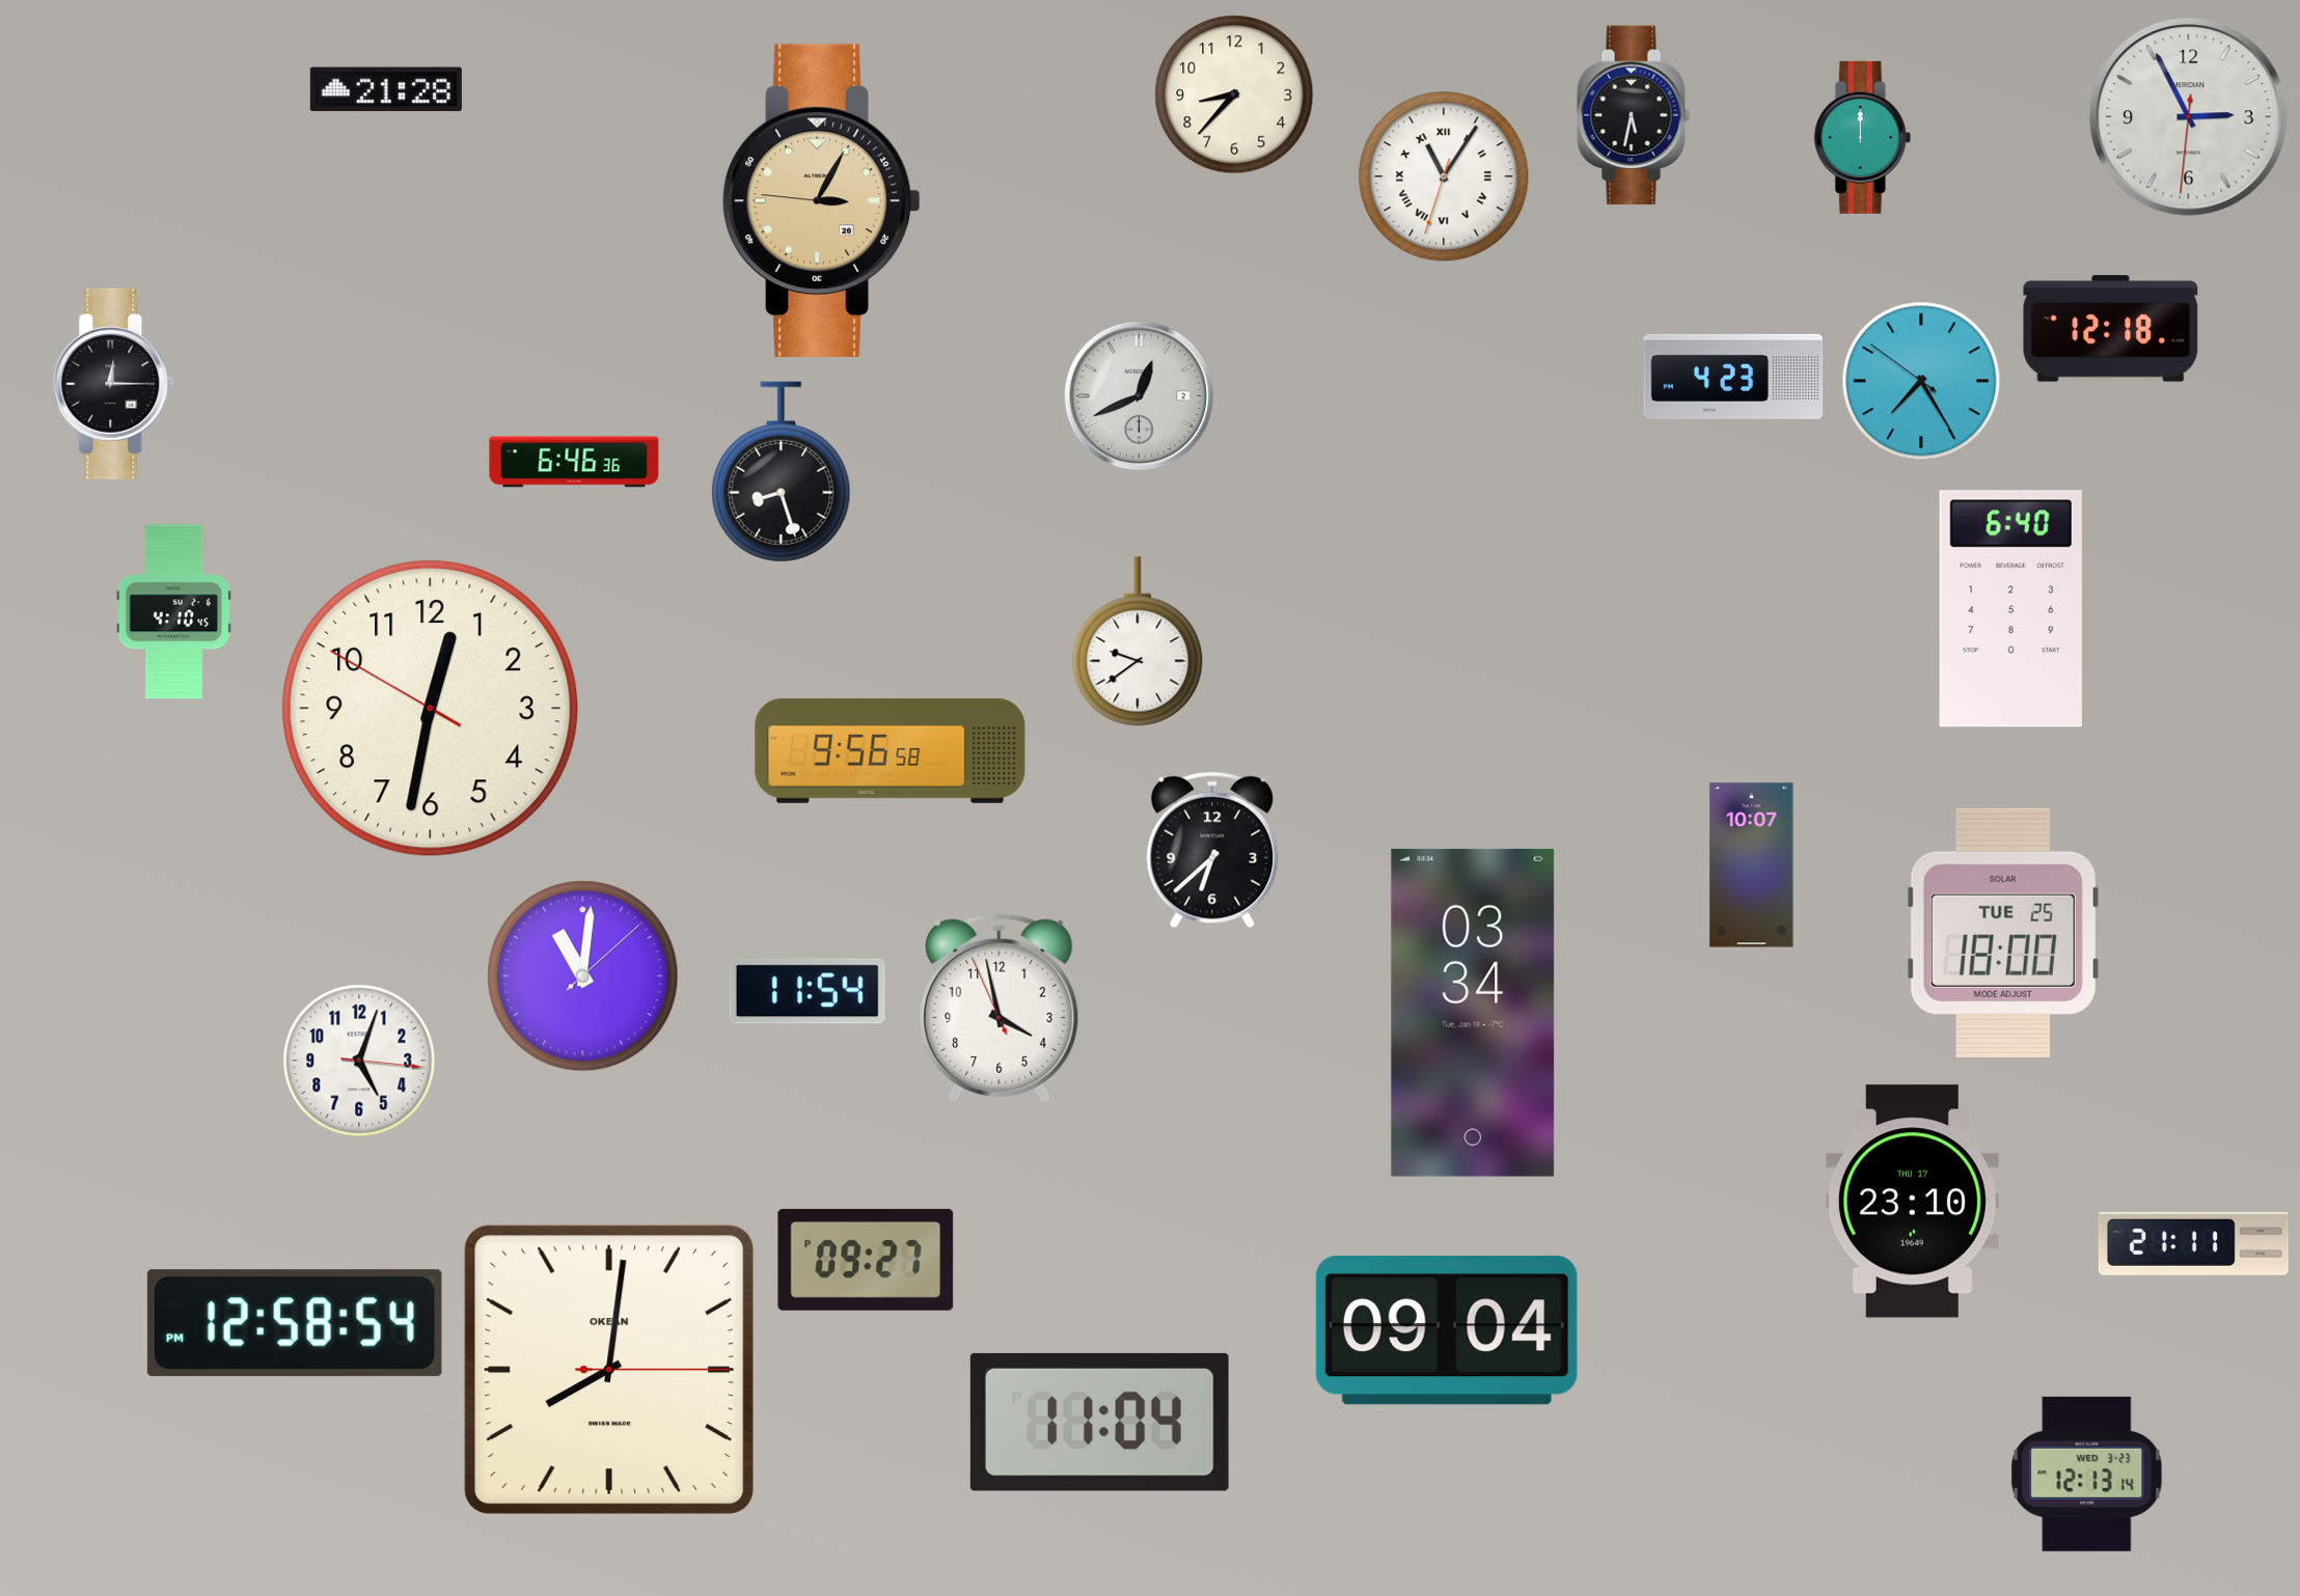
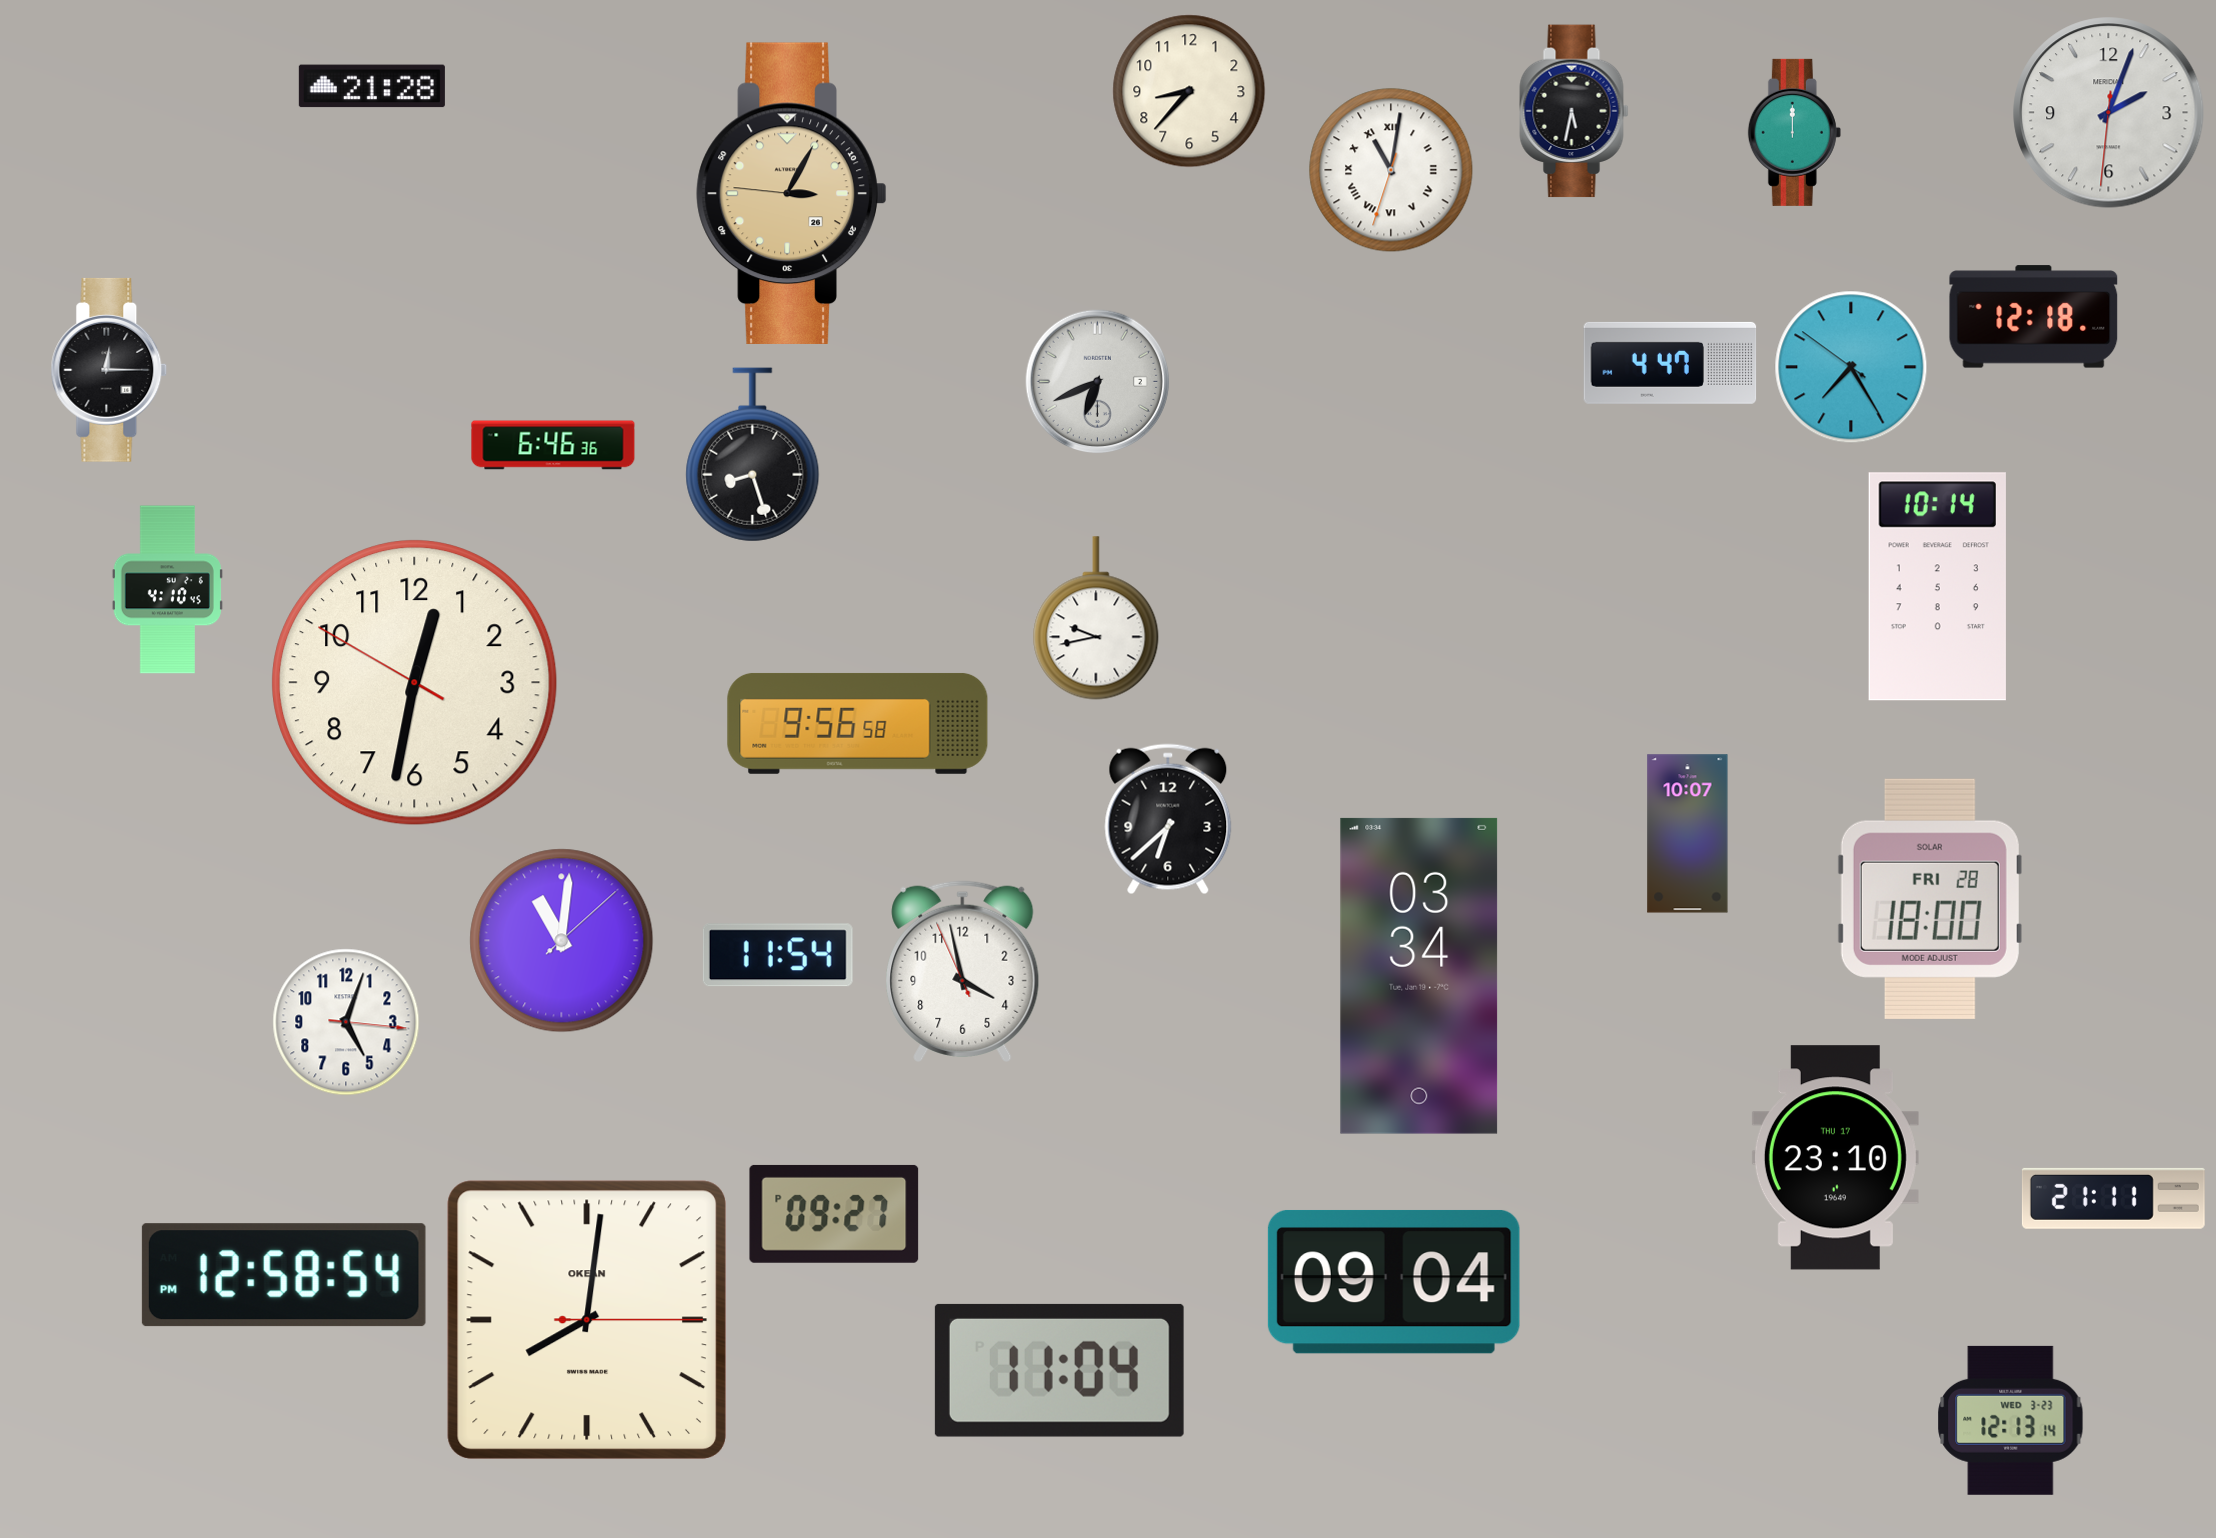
clock at (2189, 117): 2:55 -> 2:03
clock at (1444, 176): 11:05 -> 11:01
clock at (1733, 377): 4:23 -> 4:47
clock at (1140, 396): 12:41 -> 6:41
clock at (2010, 609): 6:40 -> 10:14
clock at (1138, 641): 9:39 -> 9:43
clock at (2003, 933) date: TUE 25 -> FRI 28
clock at (1912, 1202) position: (1912, 1202) -> (1835, 1158)
